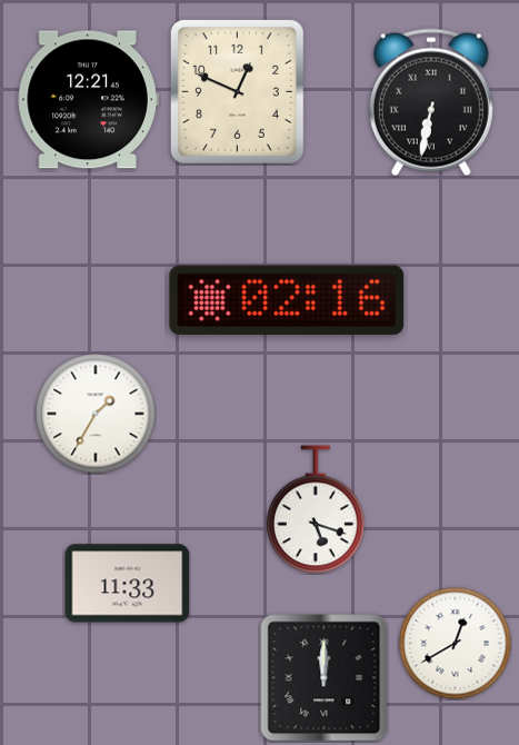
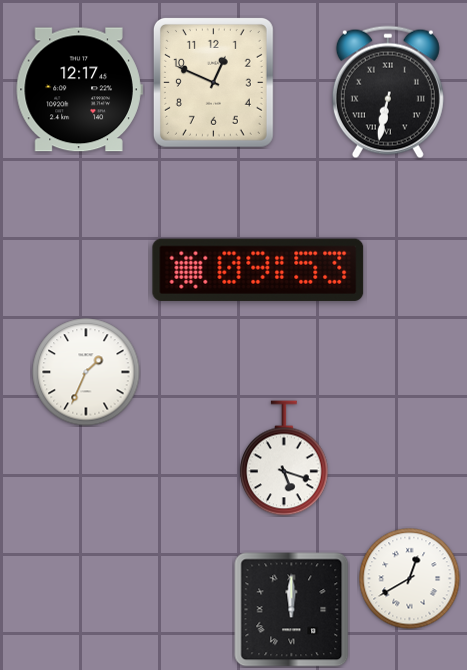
clock at (88, 100): 12:21 -> 12:17
clock at (287, 300): 02:16 -> 09:53
clock at (96, 414): 1:35 -> 1:34
clock at (128, 584): 11:33 -> none
